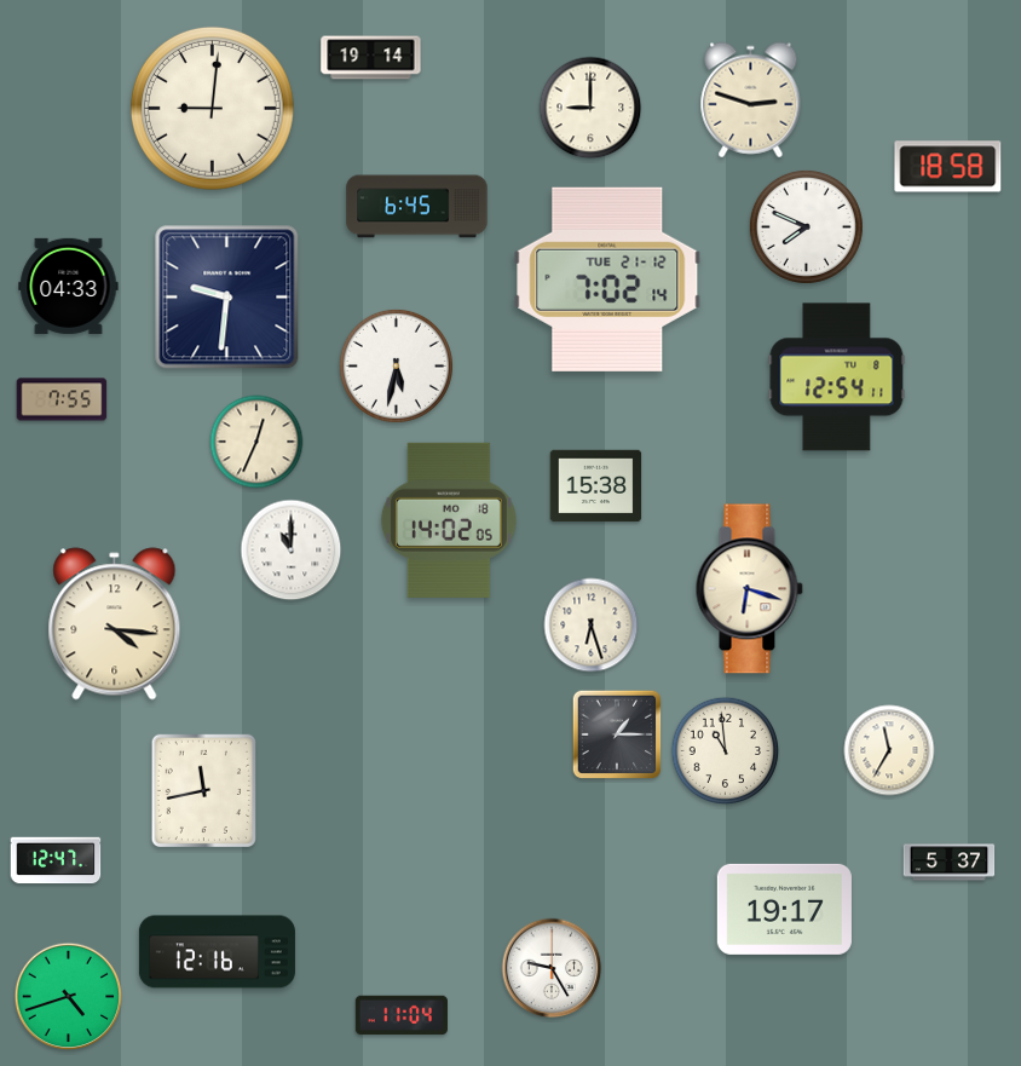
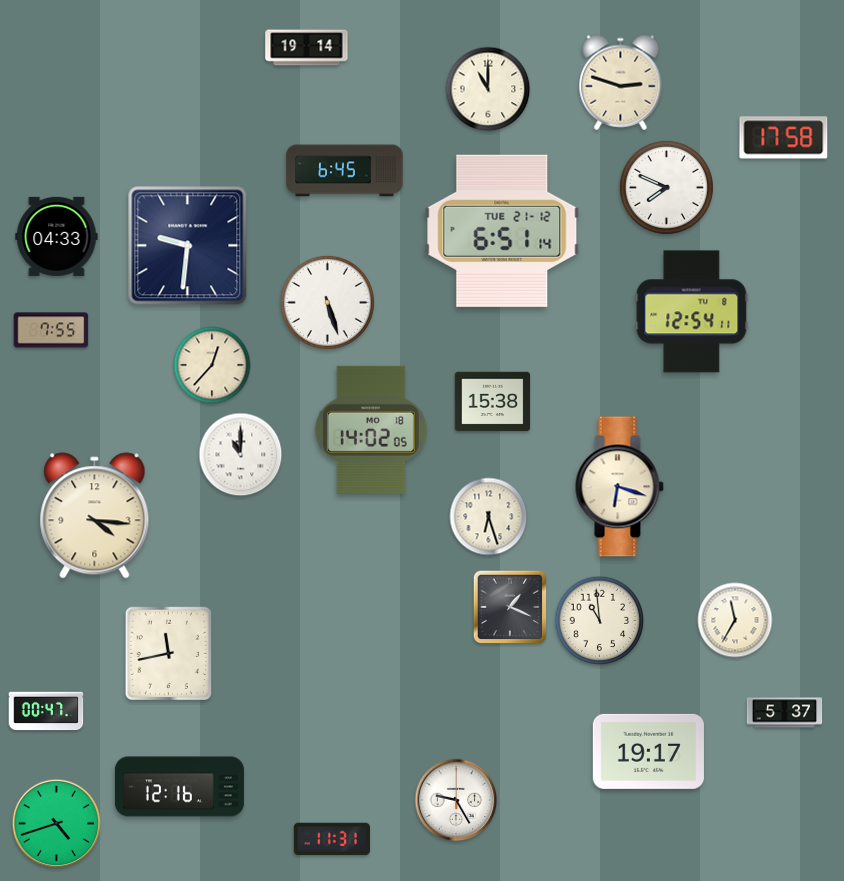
clock at (212, 108): 9:01 -> none
clock at (590, 108): 9:00 -> 11:00
clock at (948, 167): 18:58 -> 17:58
clock at (607, 280): 7:02 -> 6:51
clock at (396, 365): 5:32 -> 5:27
clock at (256, 442): 12:34 -> 12:37
clock at (617, 734): 1:15 -> 1:19
clock at (56, 860): 12:47 -> 00:47
clock at (400, 1015): 11:04 -> 11:31
